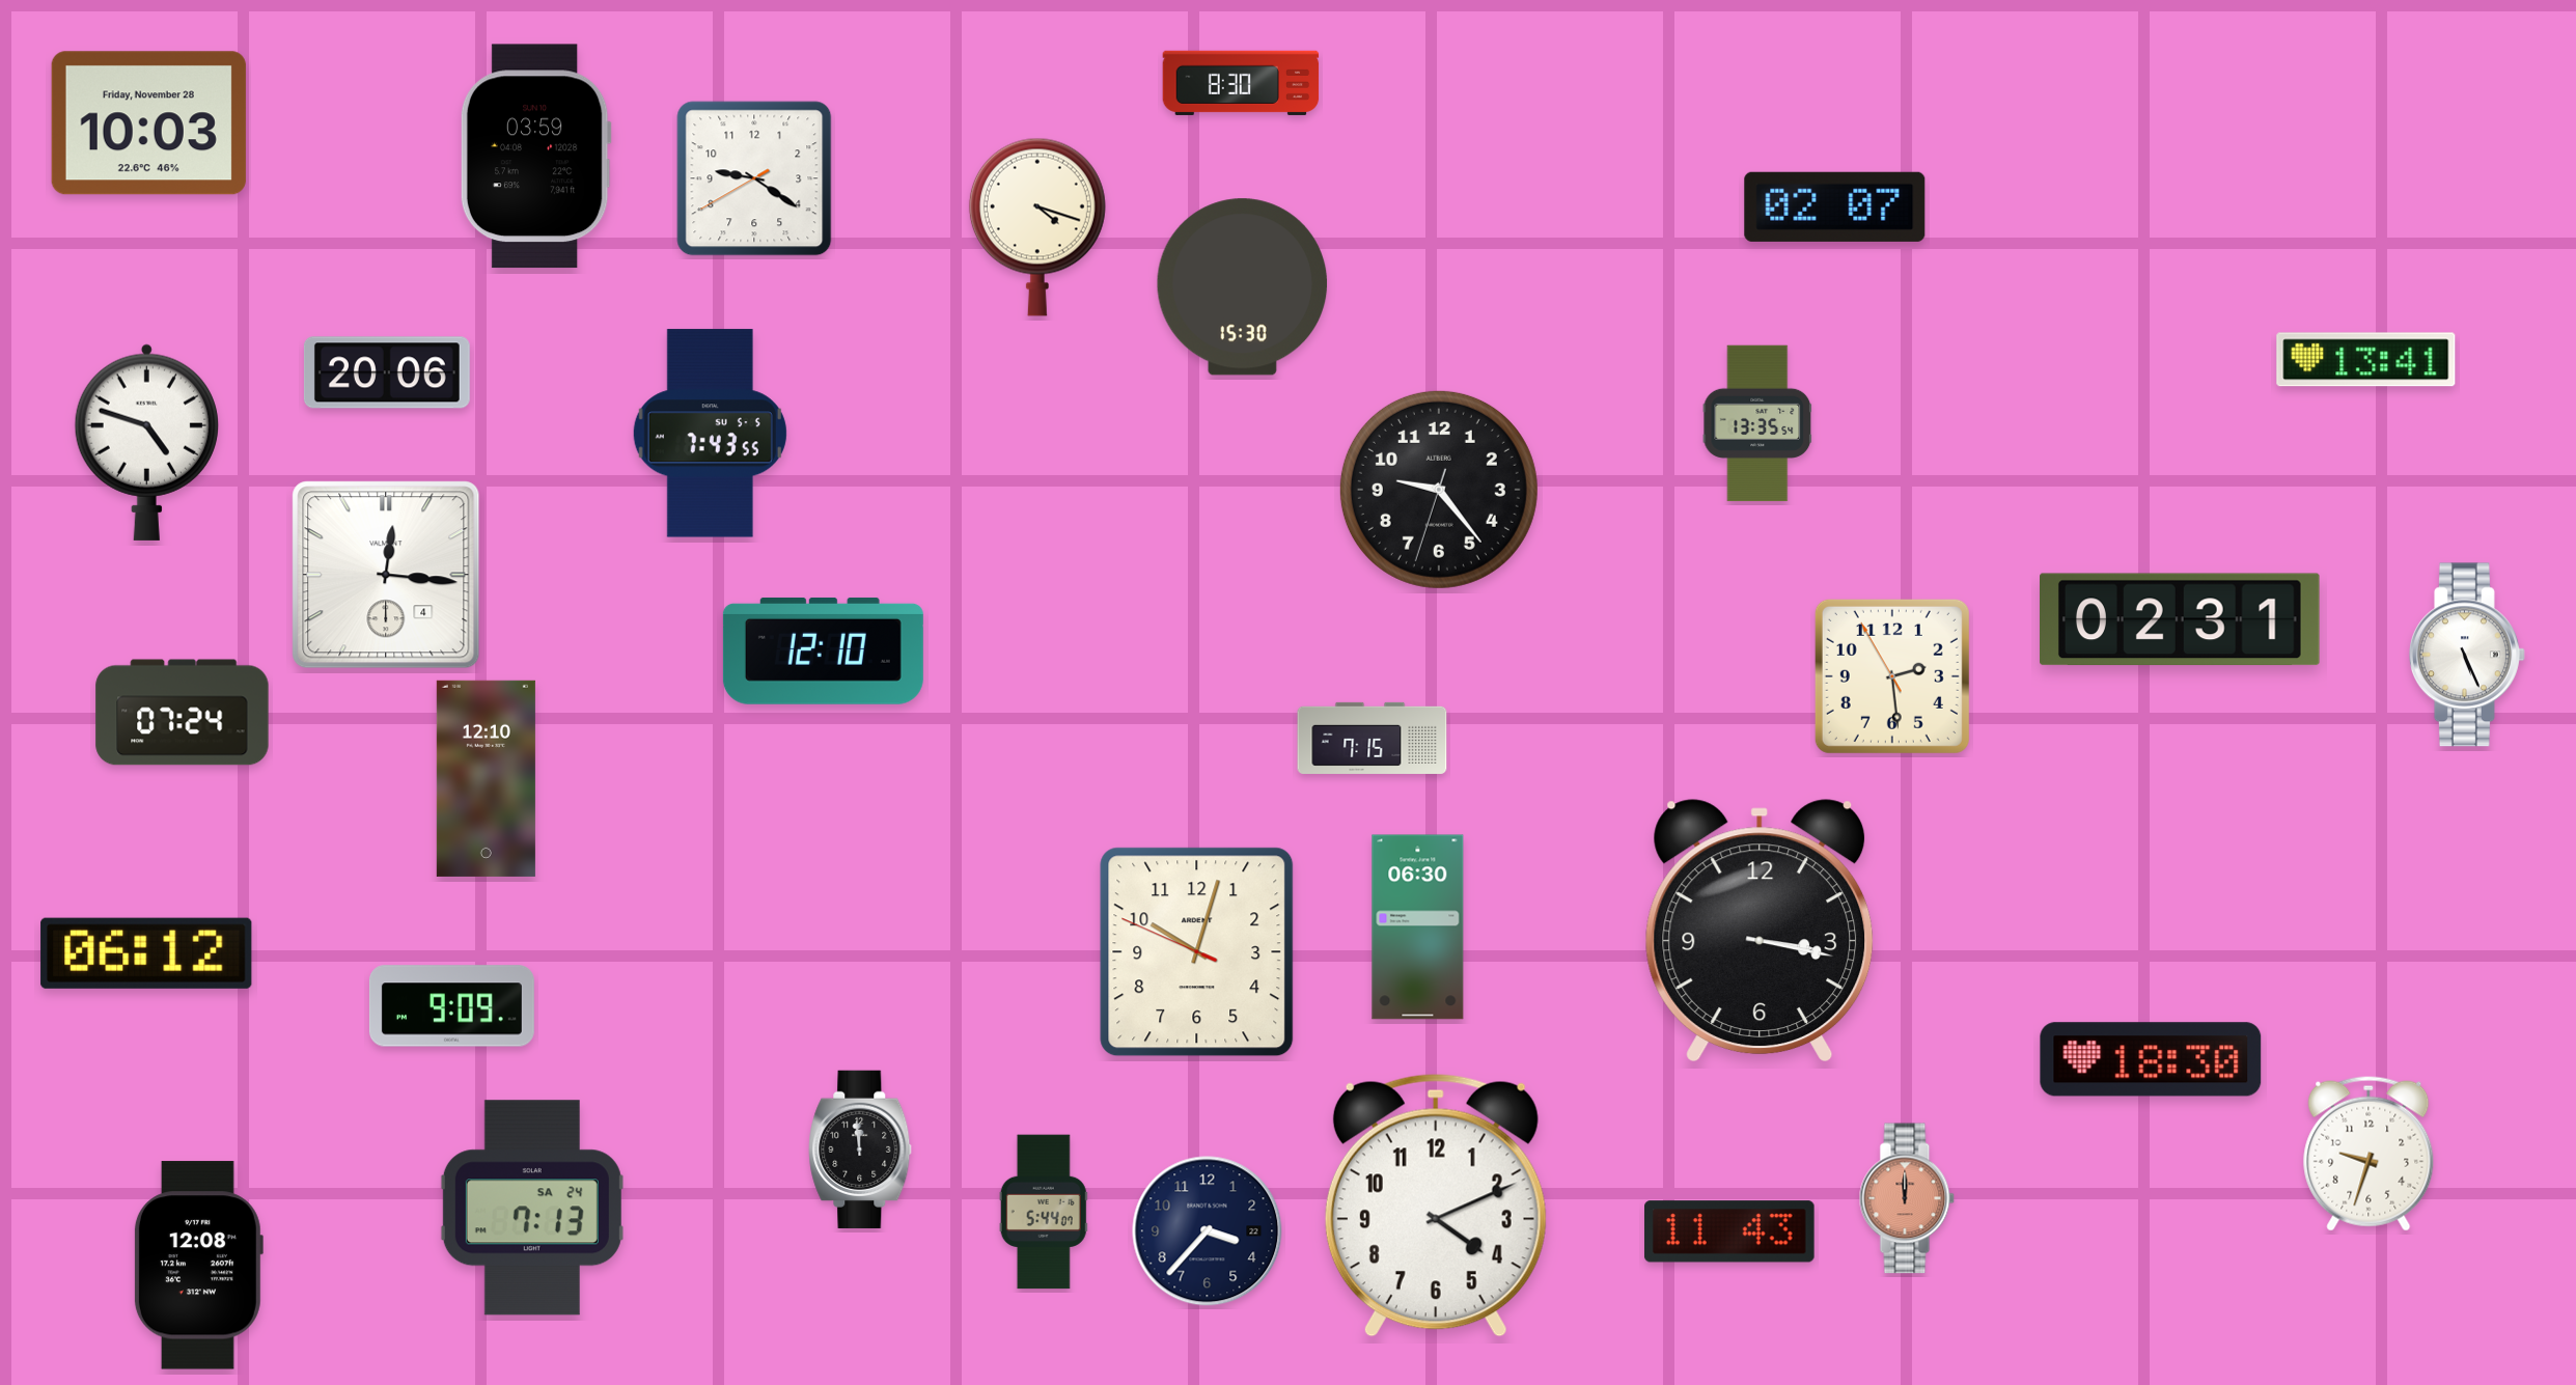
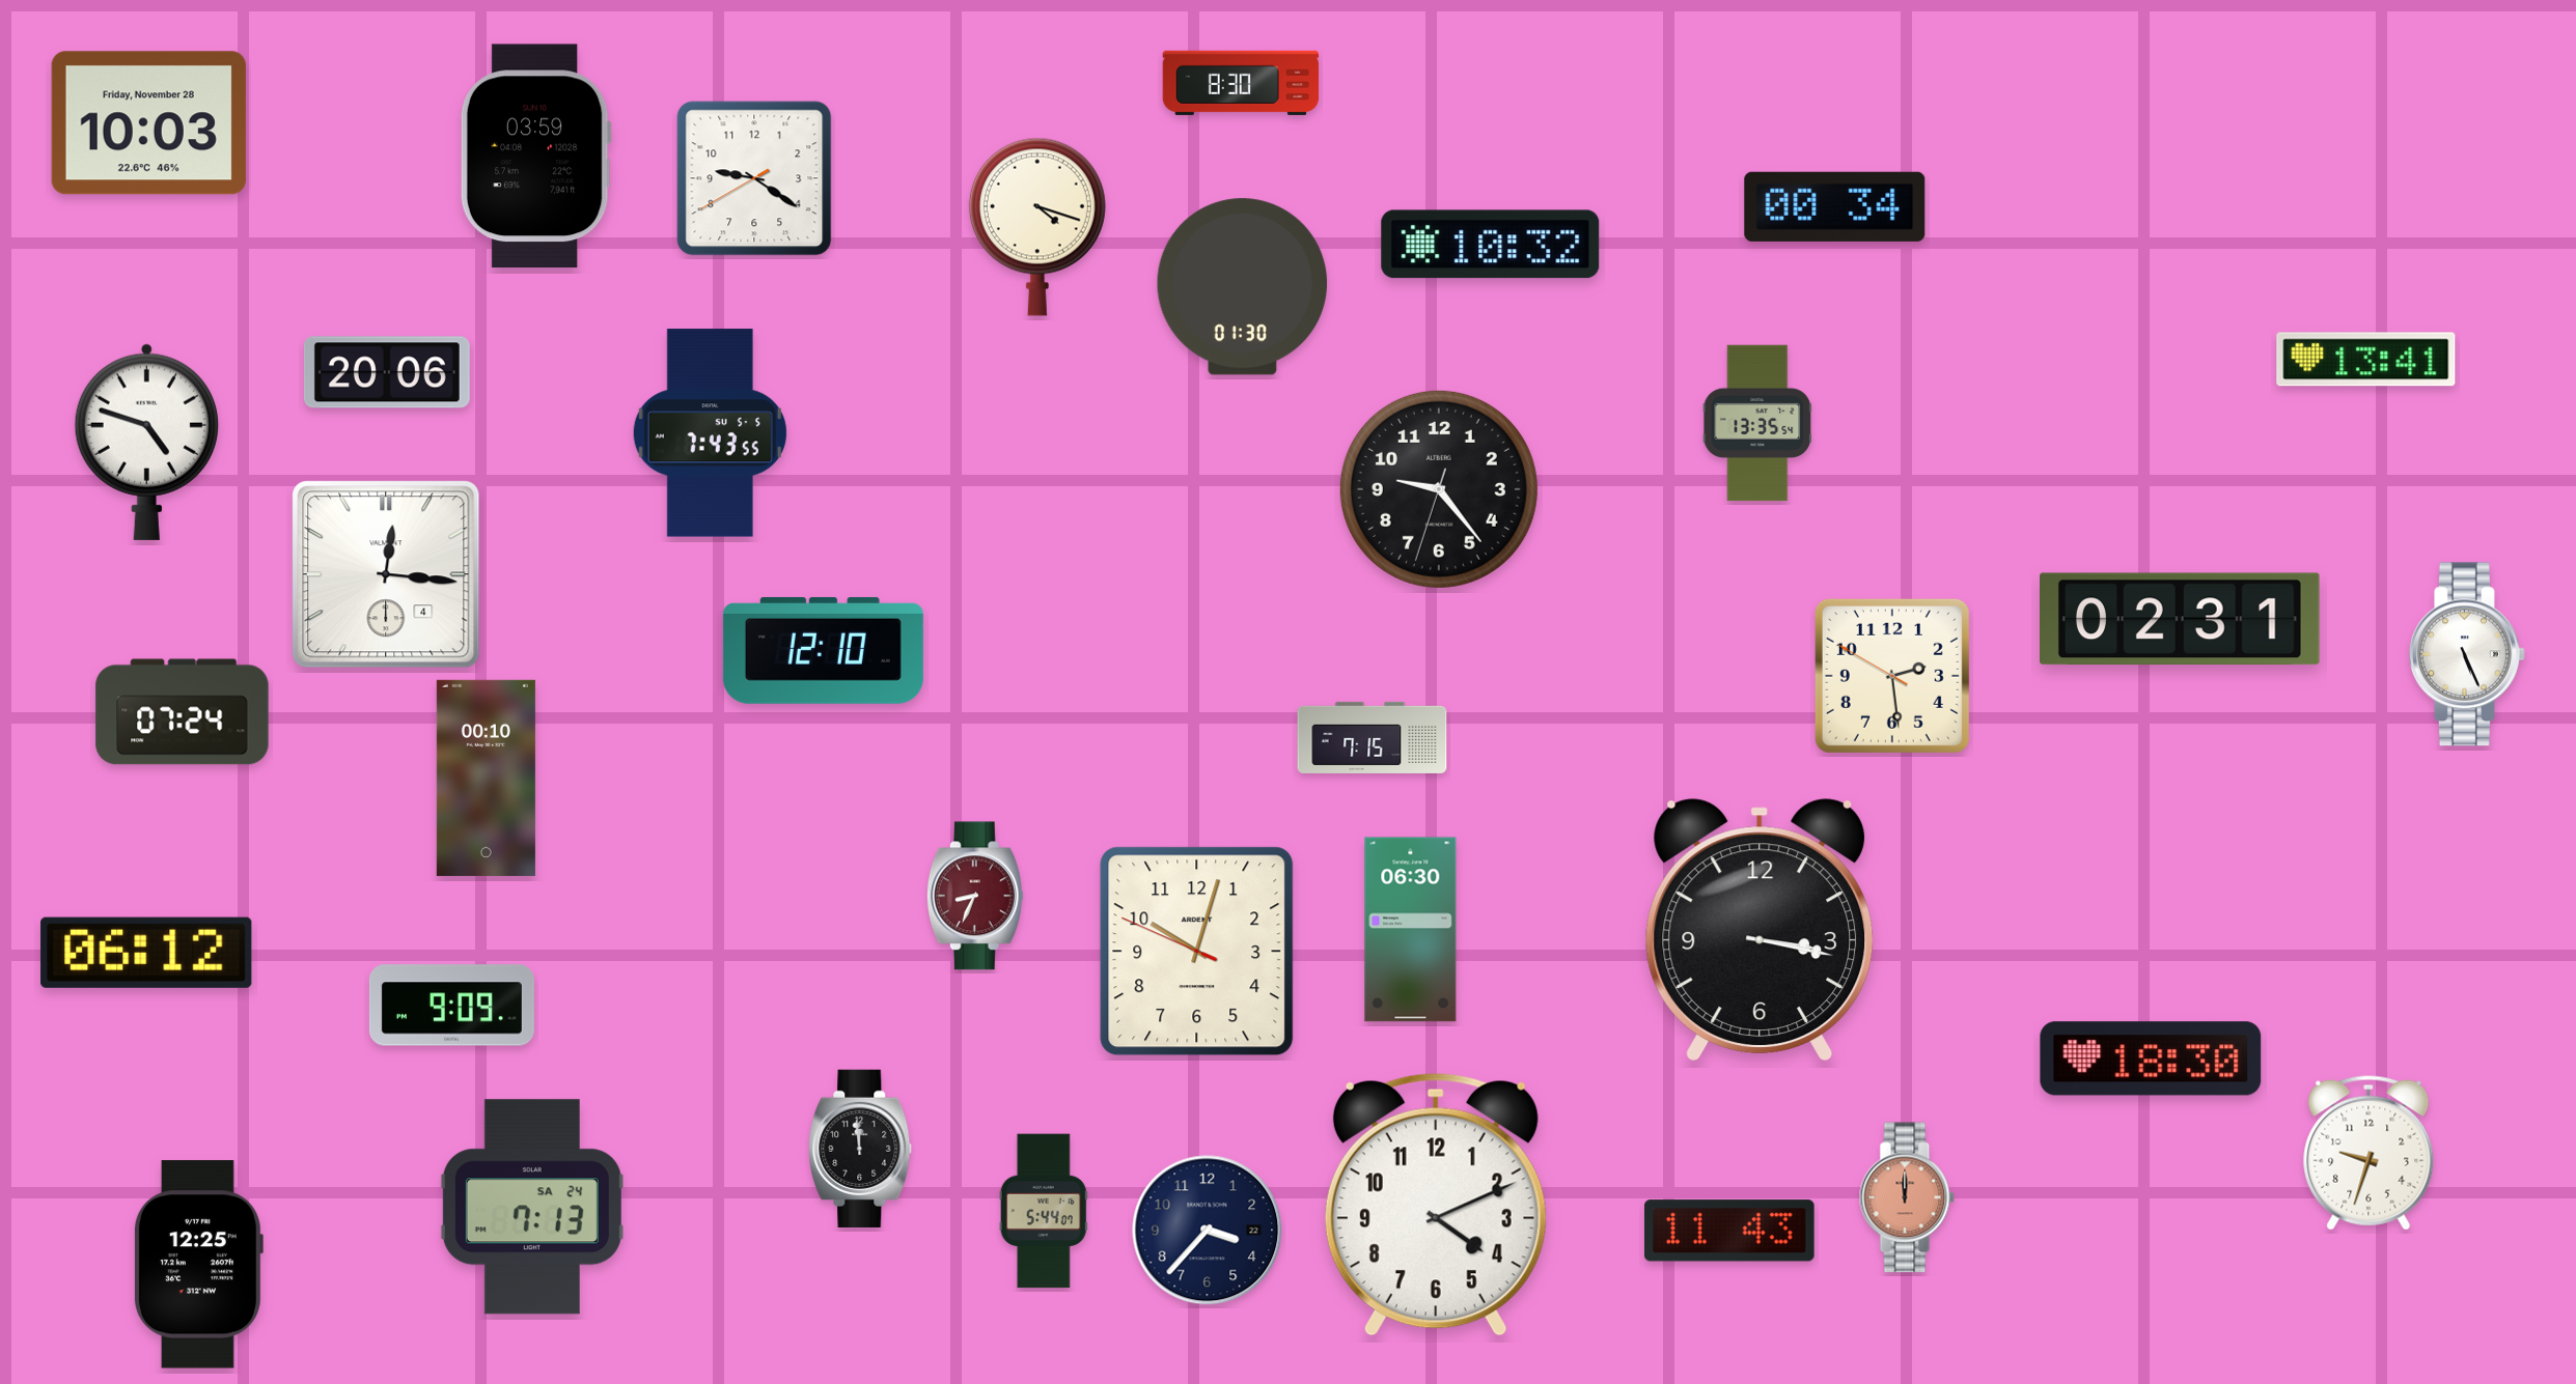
clock at (1835, 206): 02:07 -> 00:34
clock at (1491, 245): none -> 10:32
clock at (1243, 287): 15:30 -> 01:30
clock at (1892, 676): 2:28:55 -> 2:28:50
clock at (486, 778): 12:10 -> 00:10
clock at (975, 896): none -> 8:34
clock at (1418, 927) position: (1418, 927) -> (1411, 930)
clock at (198, 1266): 12:08 -> 12:25
